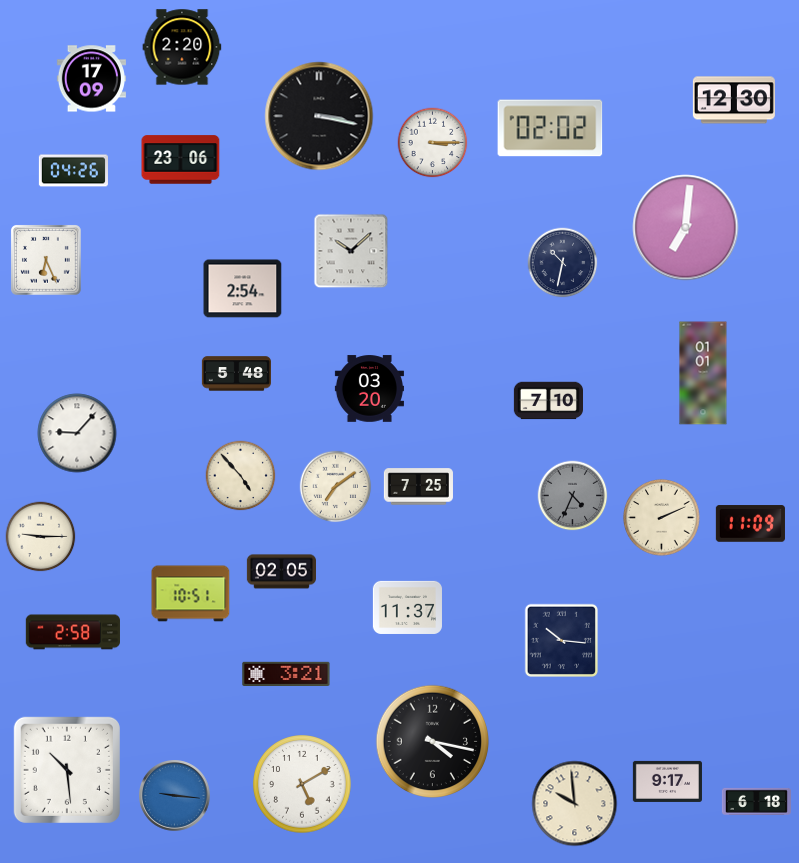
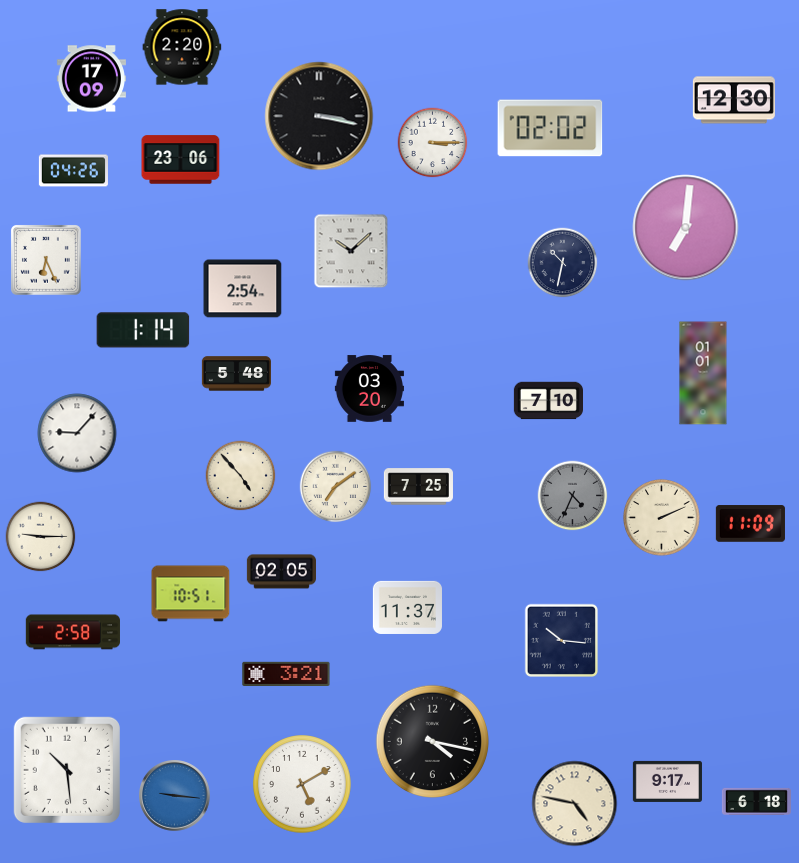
clock at (143, 330): none -> 1:14
clock at (575, 804): 9:59 -> 4:47
